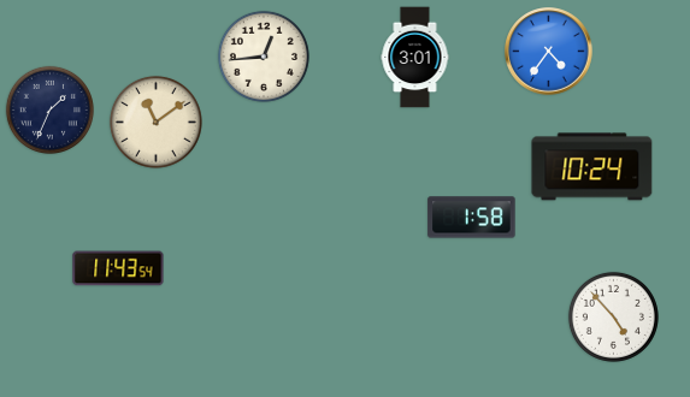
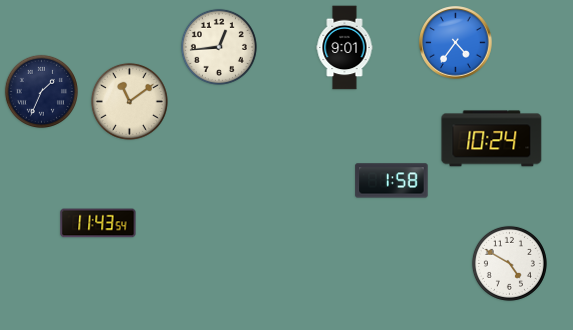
clock at (415, 58): 3:01 -> 9:01
clock at (613, 316): 4:53 -> 4:50
